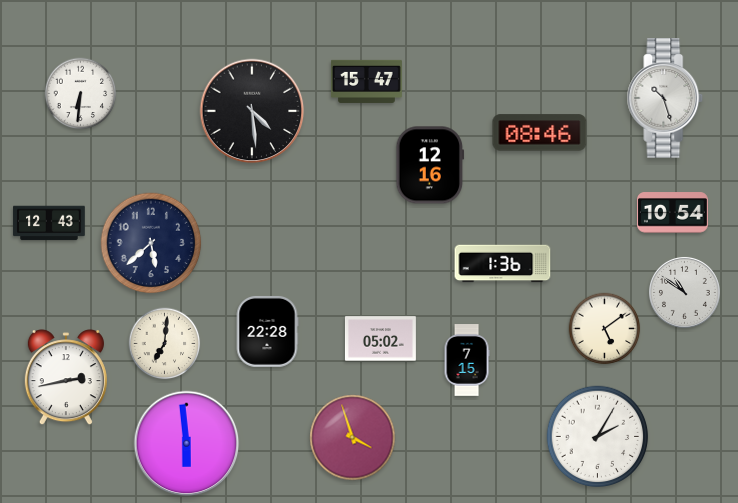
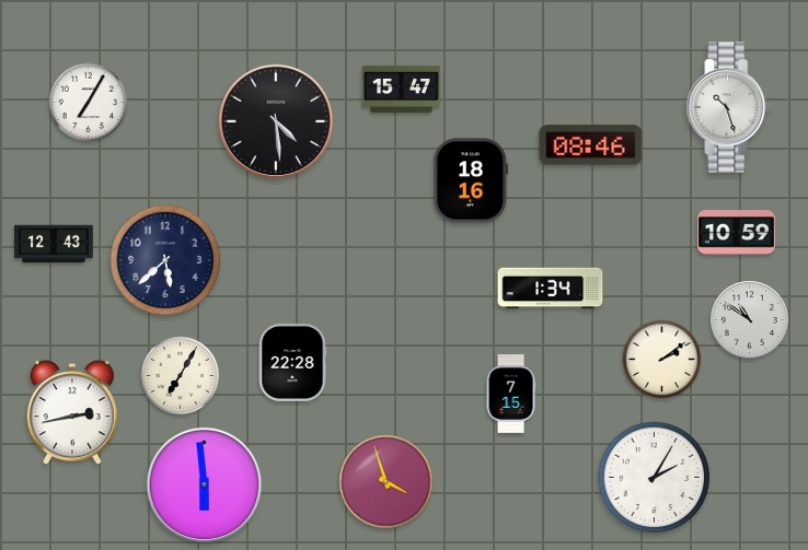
clock at (81, 94): 6:31 -> 7:05
clock at (430, 165): 12:16 -> 18:16
clock at (672, 213): 10:54 -> 10:59
clock at (151, 243) position: (151, 243) -> (165, 260)
clock at (503, 264): 1:36 -> 1:34
clock at (605, 329): 5:09 -> 2:09
clock at (380, 339): 05:02 -> none
clock at (165, 344): 7:01 -> 7:05
clock at (353, 438) position: (353, 438) -> (386, 482)
